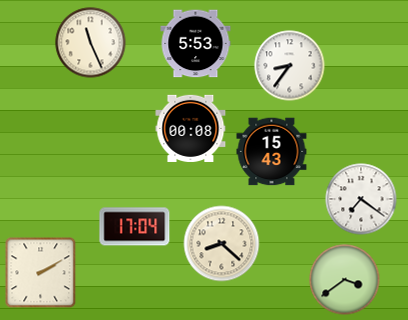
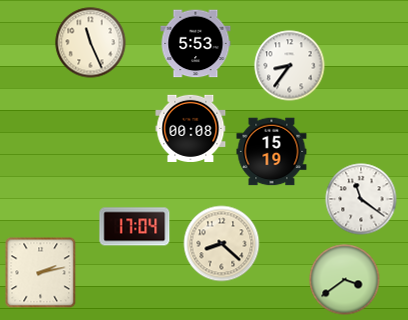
clock at (272, 152): 15:43 -> 15:19
clock at (361, 199): 7:21 -> 11:21
clock at (41, 273): 2:10 -> 2:13
